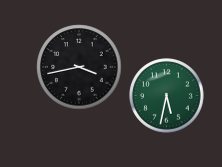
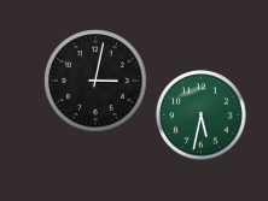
clock at (79, 67): 3:43 -> 3:02
